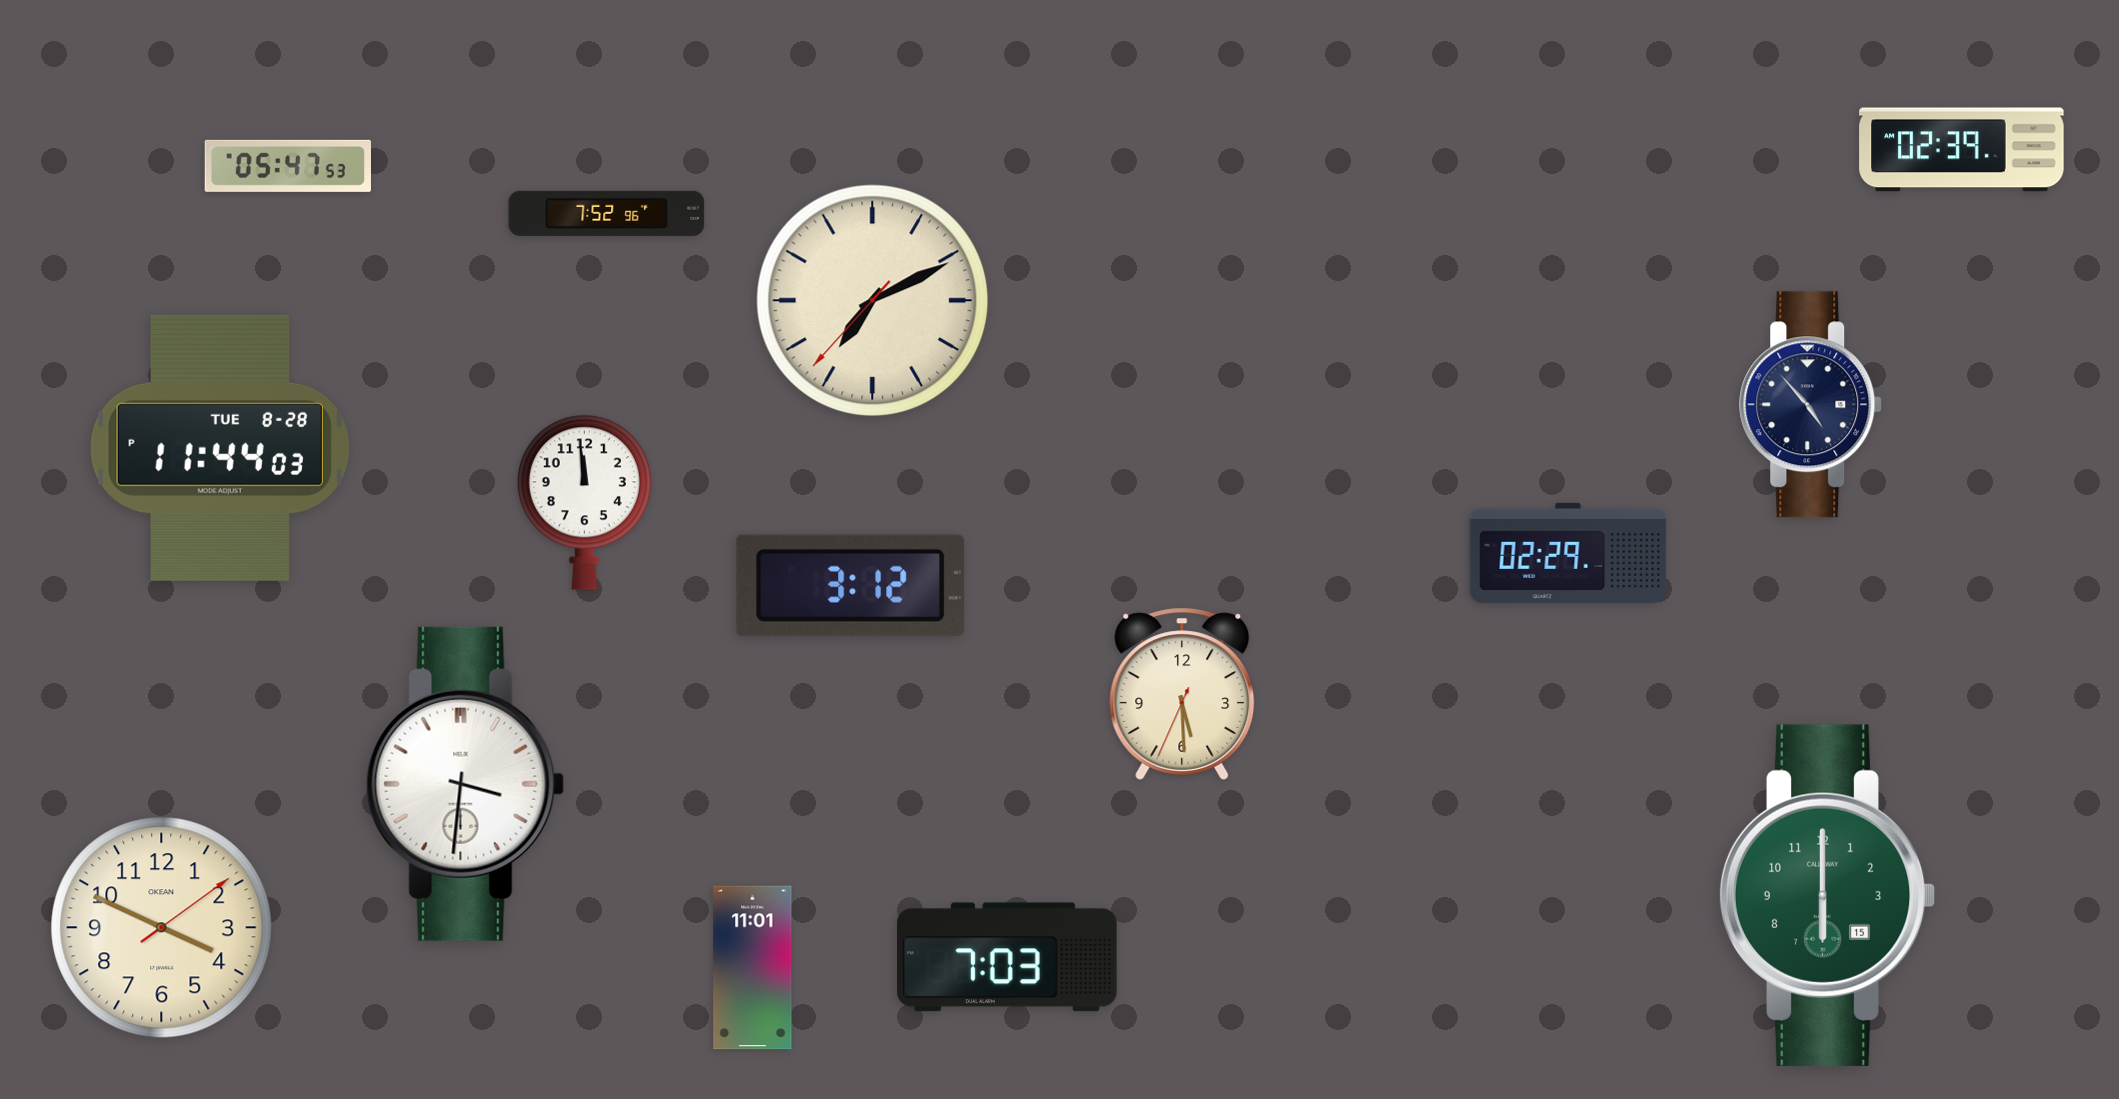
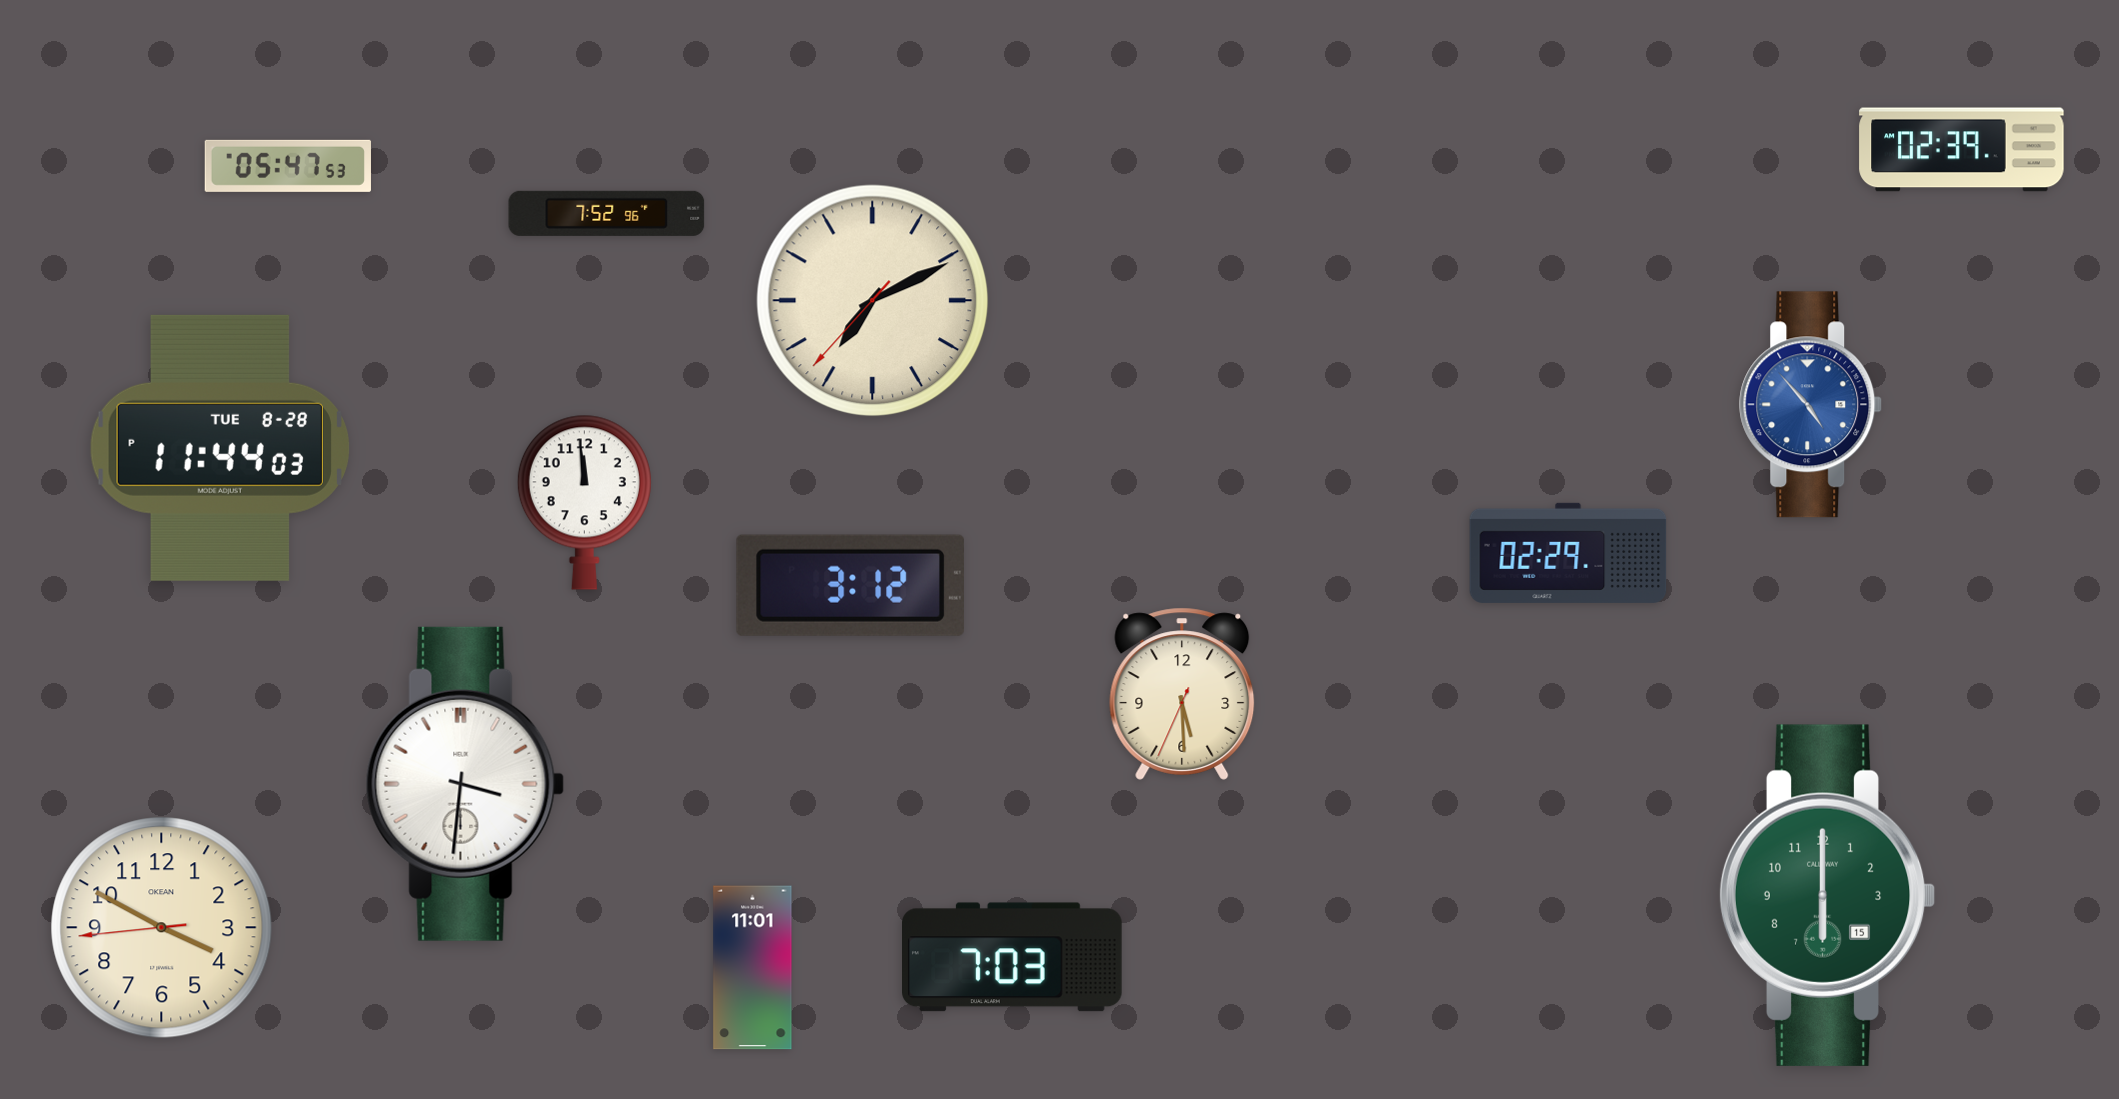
clock at (1811, 405) dial: navy -> blue
clock at (162, 928): 3:49:09 -> 3:49:44
clock at (1008, 957) position: (1008, 957) -> (1013, 957)
